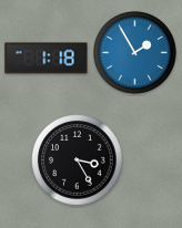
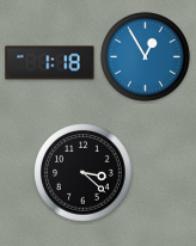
clock at (135, 53): 1:55 -> 12:55
clock at (78, 160): 3:25 -> 3:22
